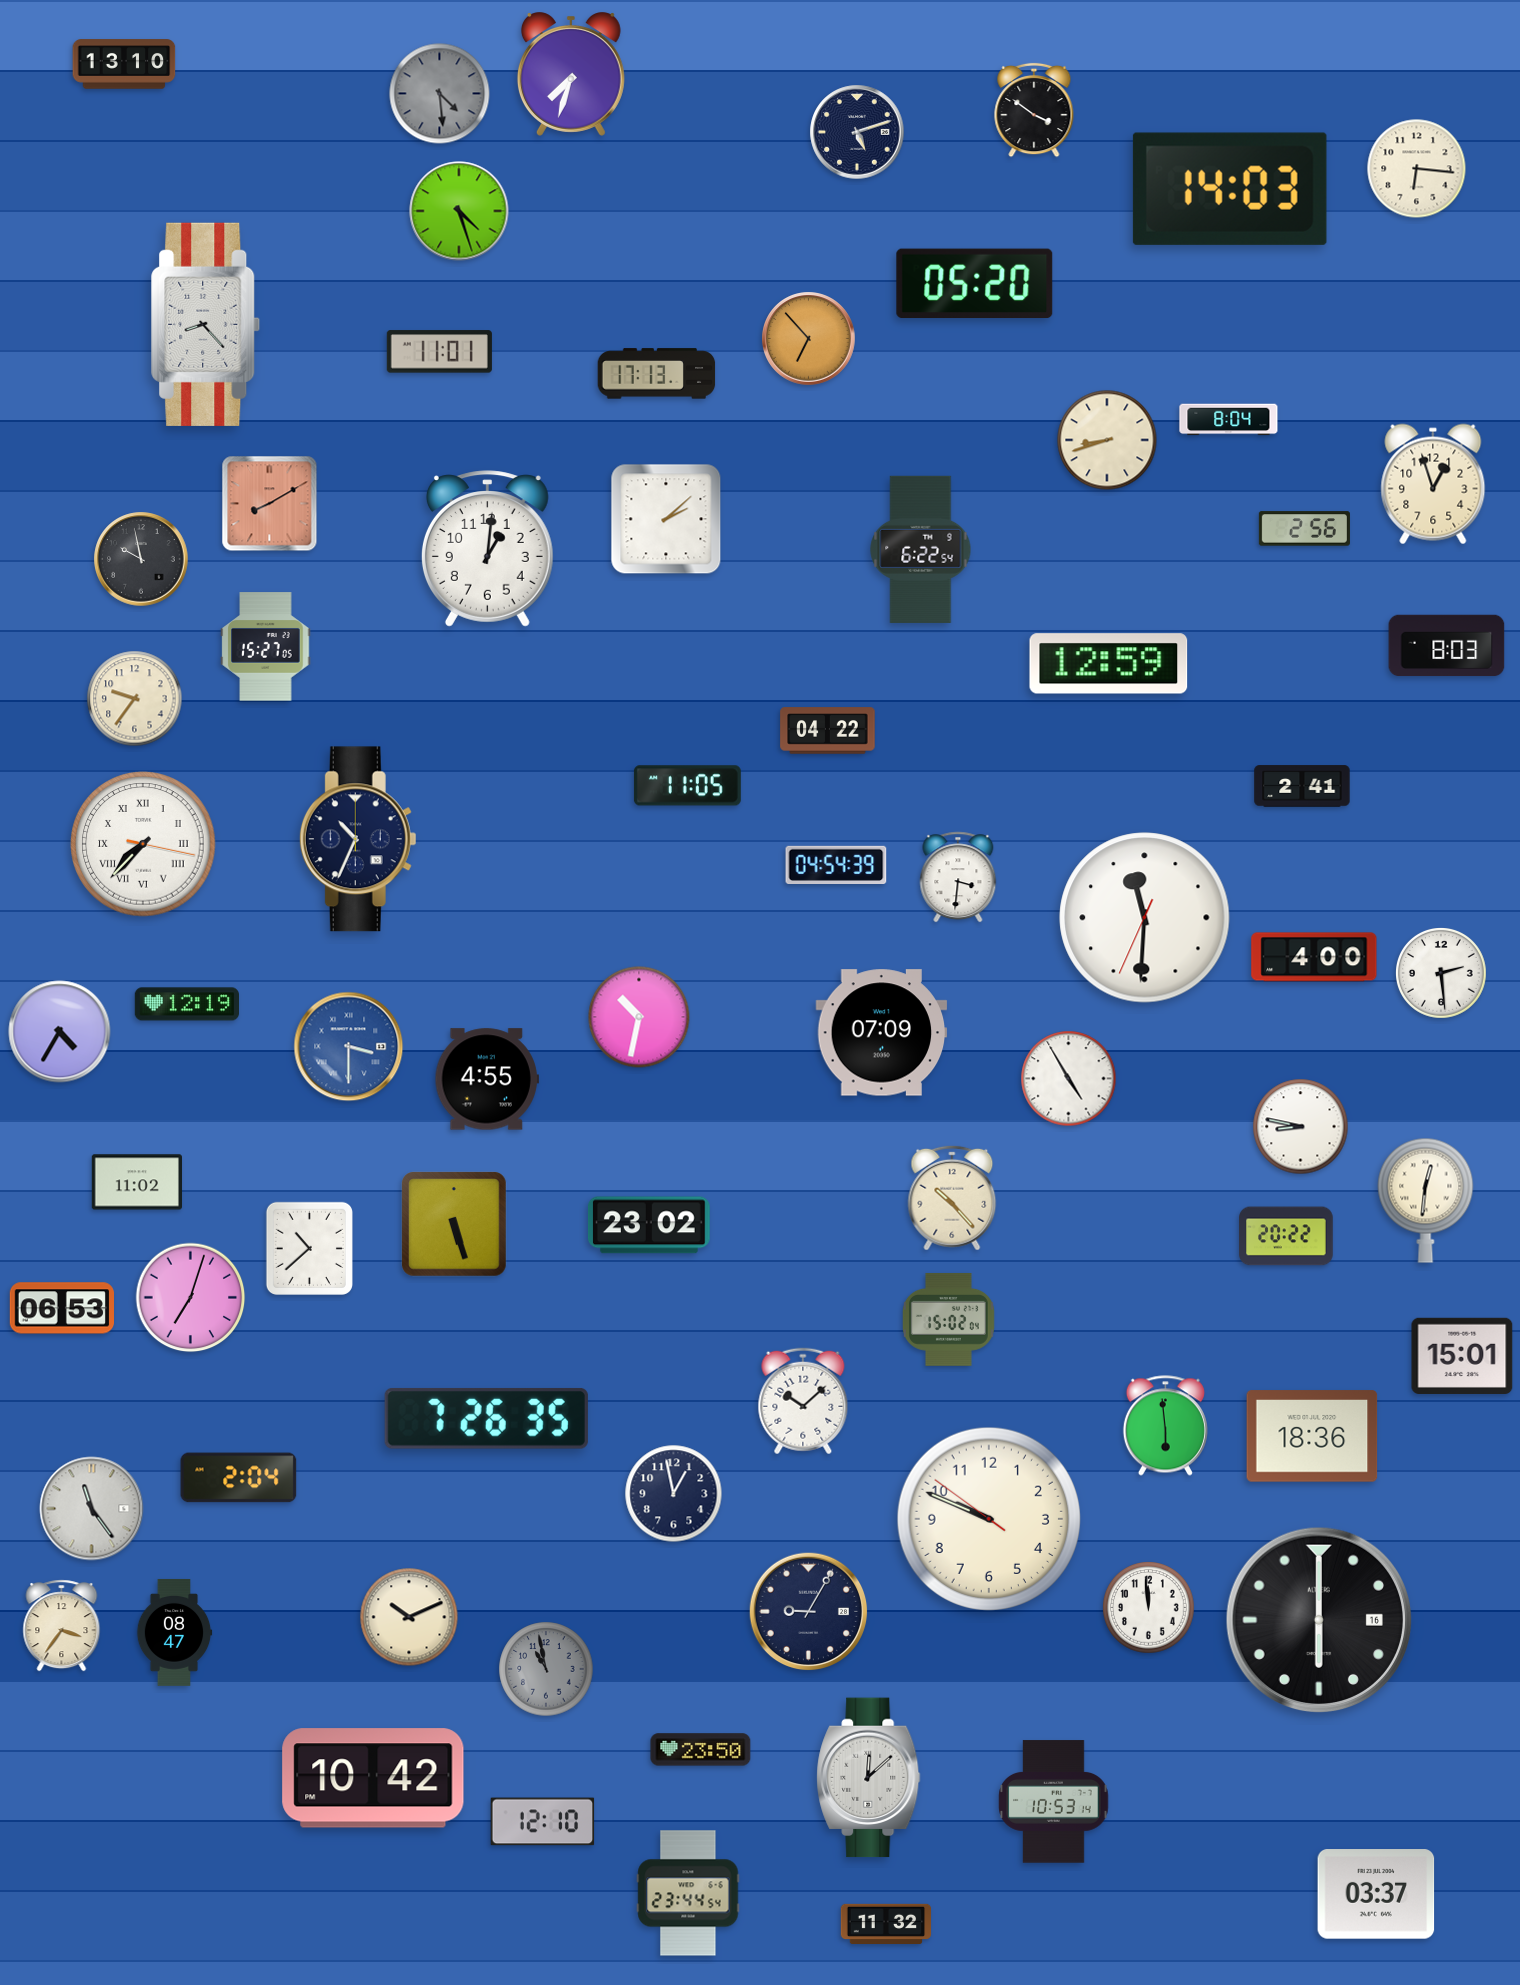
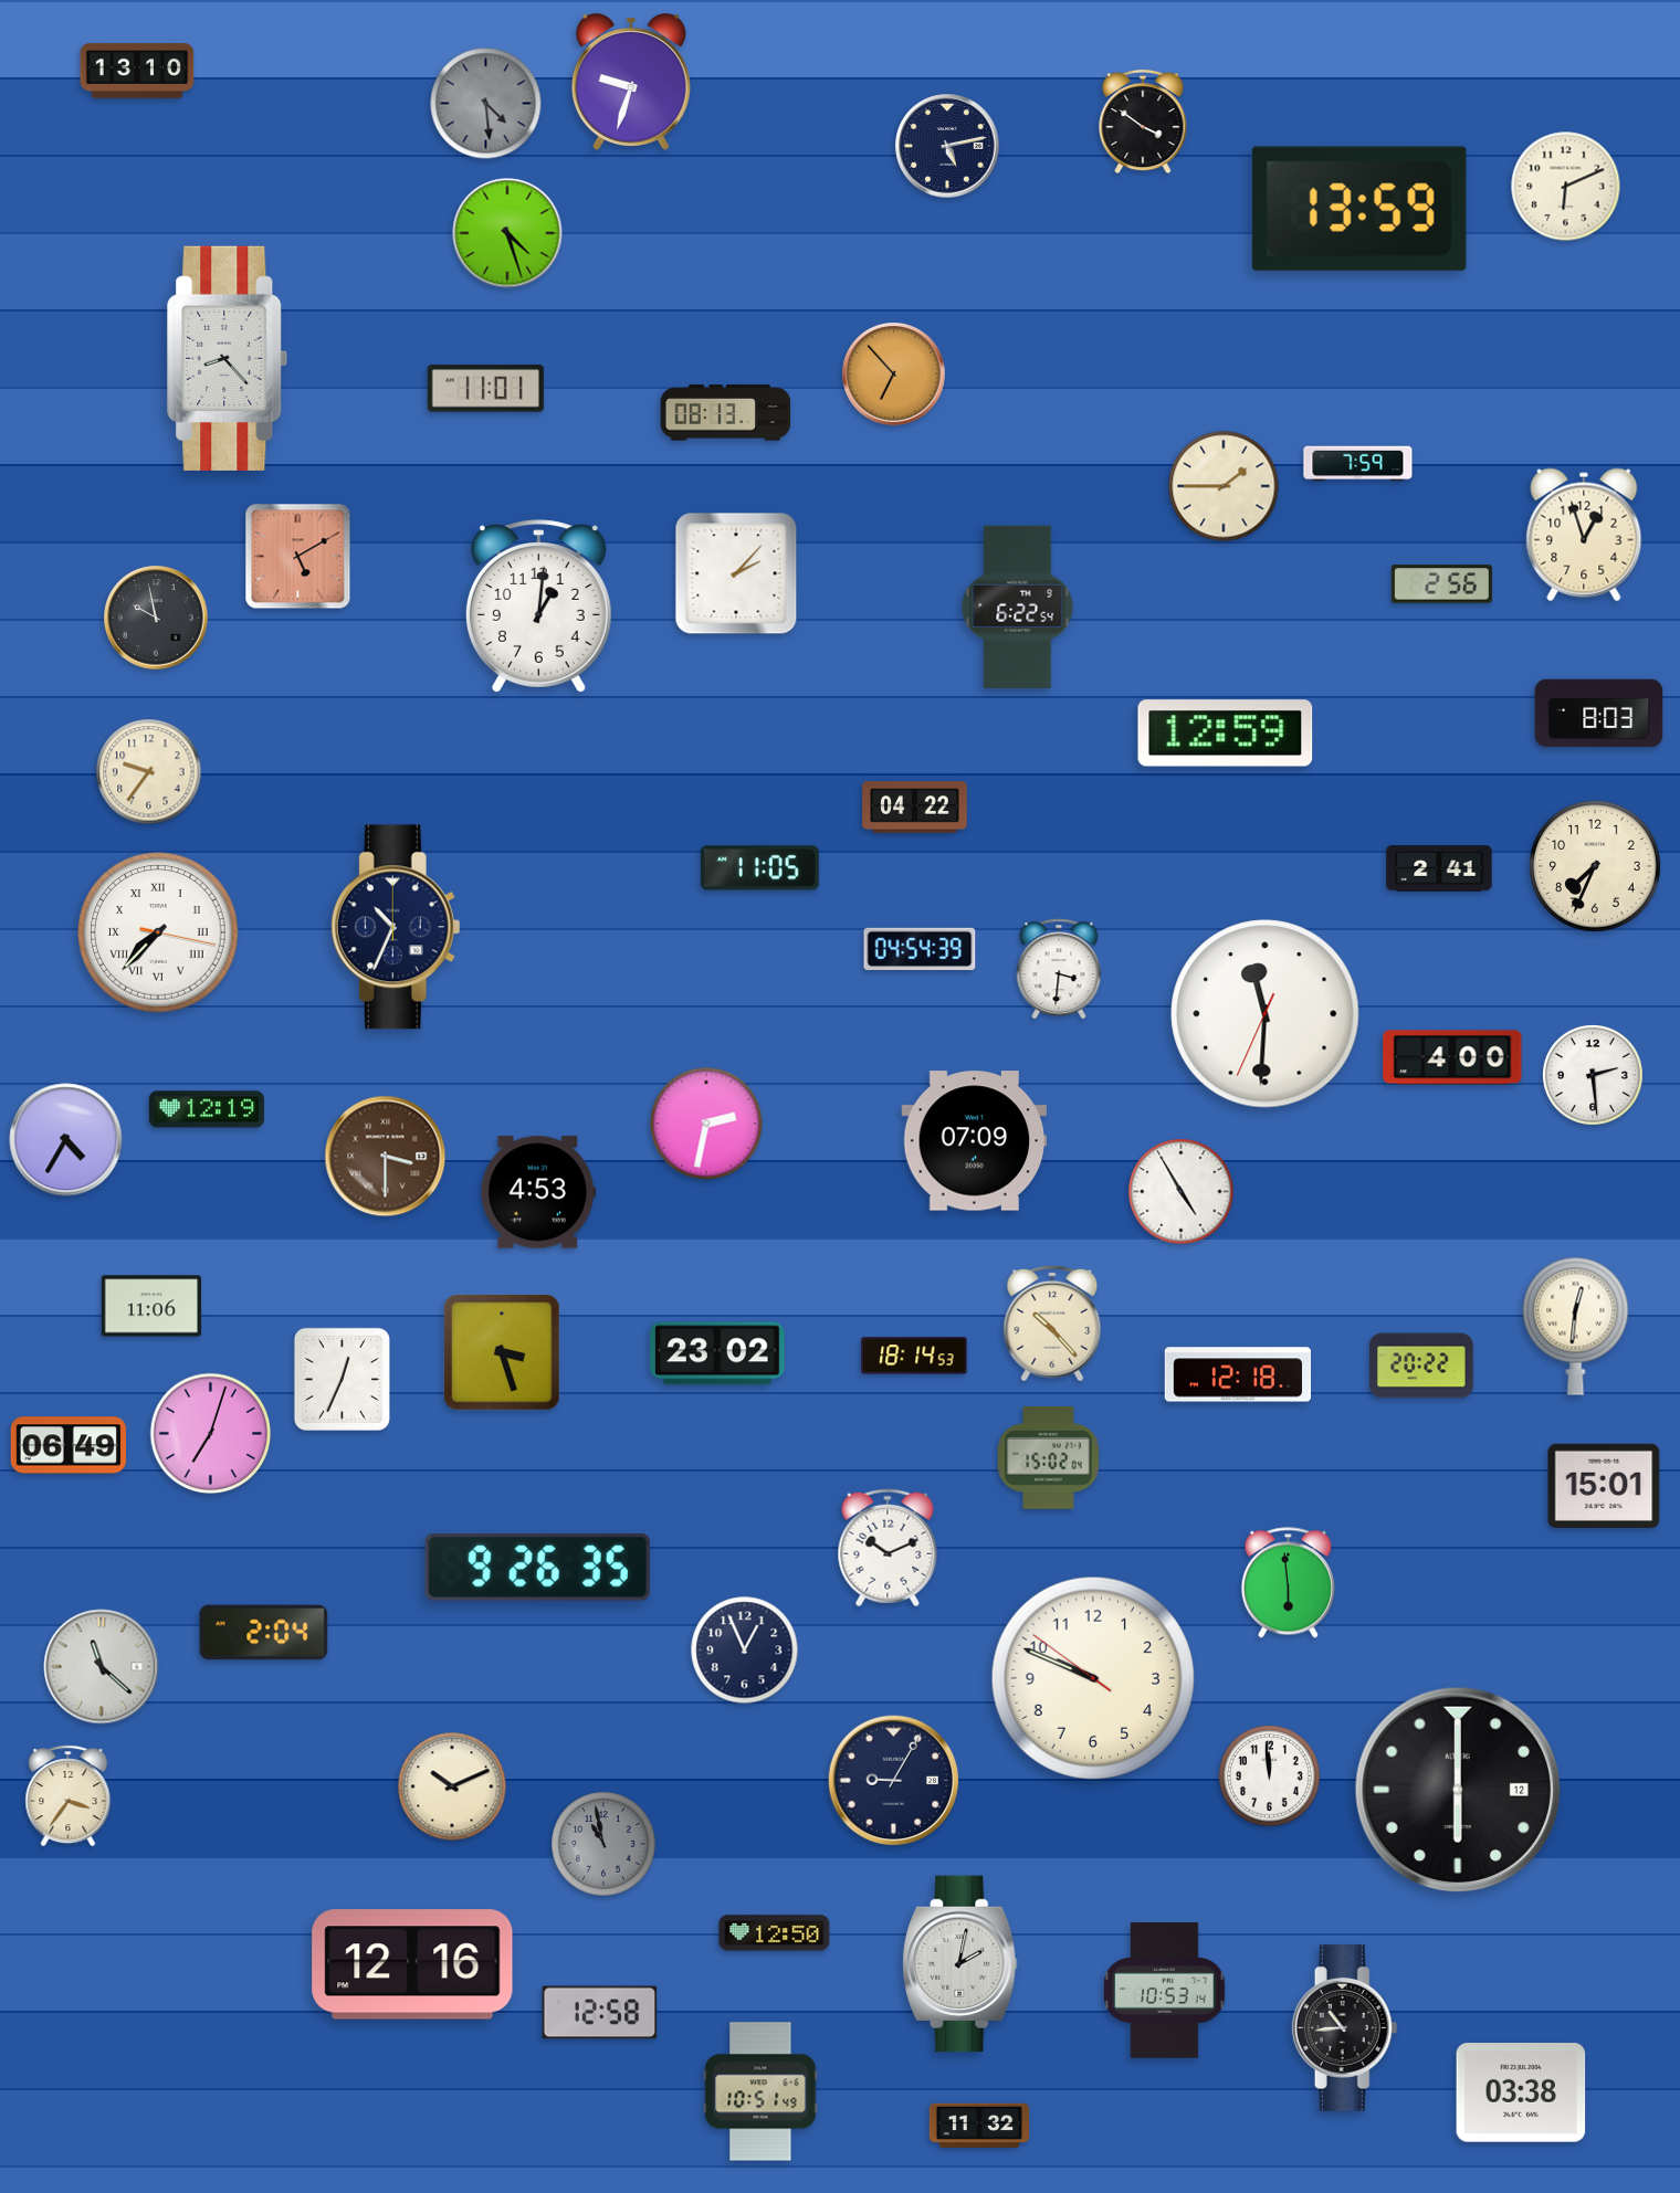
clock at (571, 74): 7:33 -> 9:33
clock at (857, 132): 5:12 -> 5:13
clock at (1417, 169): 6:16 -> 6:11
clock at (1230, 189): 14:03 -> 13:59
clock at (975, 284): 05:20 -> none
clock at (657, 374): 17:13 -> 08:13
clock at (1229, 420): 8:04 -> 7:59
clock at (1107, 440): 8:42 -> 1:45
clock at (270, 504): 8:10 -> 5:10
clock at (666, 519): 2:08 -> 2:07
clock at (266, 647): 15:27 -> none
clock at (1595, 866): none -> 7:34
clock at (836, 864) position: (836, 864) -> (920, 948)
clock at (639, 1017): 10:32 -> 2:32
clock at (349, 1047) dial: blue -> brown
clock at (486, 1079): 4:55 -> 4:53
clock at (1301, 1127): 8:47 -> none
clock at (136, 1182): 11:02 -> 11:06
clock at (454, 1224): 5:27 -> 3:27
clock at (914, 1356): none -> 18:14
clock at (1238, 1374): none -> 12:18
clock at (309, 1248): 10:38 -> 12:34
clock at (61, 1308): 06:53 -> 06:49
clock at (1462, 1356) position: (1462, 1356) -> (1604, 1486)
clock at (803, 1401): 10:08 -> 10:11
clock at (486, 1418): 7:26 -> 9:26
clock at (1165, 1426) position: (1165, 1426) -> (1288, 1583)
clock at (1312, 1436): 18:36 -> none
clock at (674, 1494): 12:58 -> 12:56
clock at (92, 1509): 11:24 -> 11:22
clock at (1319, 1620) date: 16 -> 12
clock at (174, 1632): 08:47 -> none
clock at (701, 1750): 23:50 -> 12:50
clock at (373, 1778): 10:42 -> 12:16
clock at (869, 1778): 12:08 -> 2:02
clock at (543, 1822): 12:10 -> 12:58
clock at (1345, 2028): none -> 10:44
clock at (688, 1893): 23:44 -> 10:51
clock at (1376, 1894): 03:37 -> 03:38
